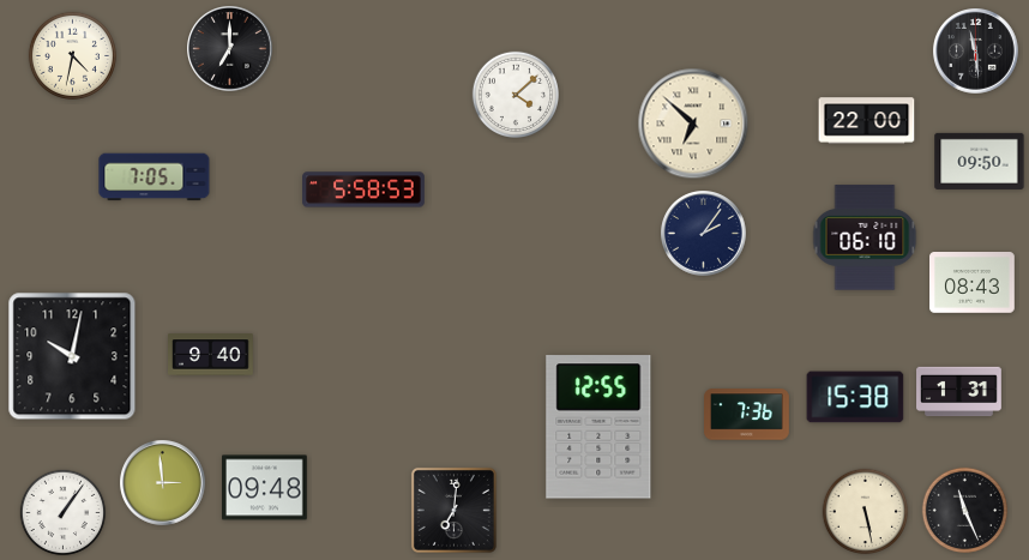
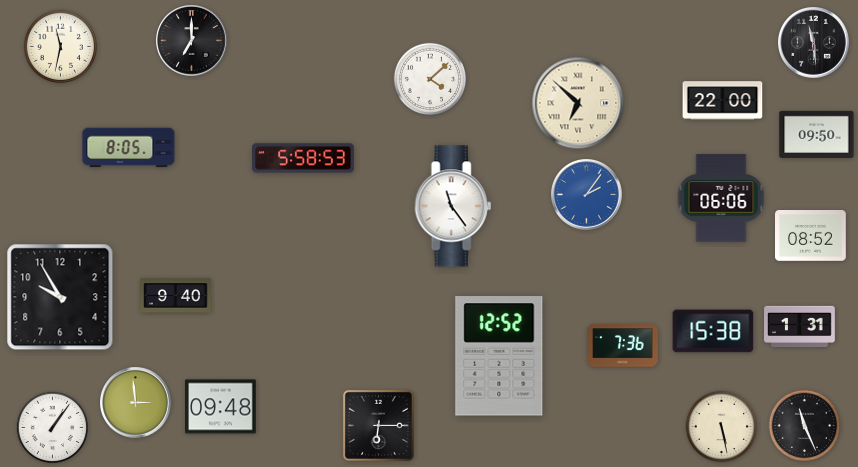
clock at (72, 55): 4:32 -> 11:32
clock at (155, 177): 7:05 -> 8:05
clock at (704, 234) dial: navy -> blue
clock at (865, 237): 06:10 -> 06:06
clock at (453, 206): none -> 11:24
clock at (973, 283): 08:43 -> 08:52
clock at (72, 356): 10:02 -> 9:55
clock at (598, 427): 12:55 -> 12:52
clock at (453, 510): 7:01 -> 6:15
